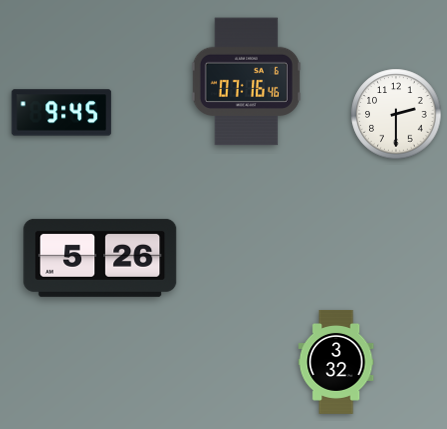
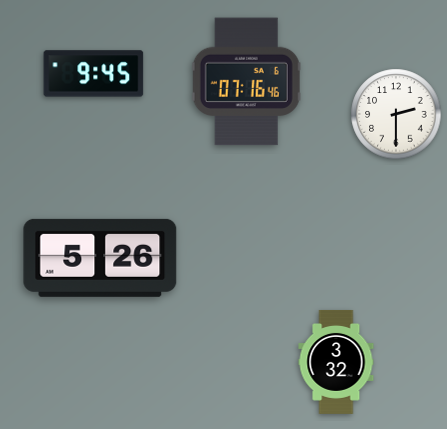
clock at (62, 113) position: (62, 113) -> (94, 74)
